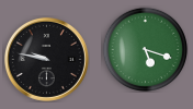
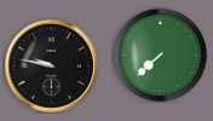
clock at (145, 49): 5:18 -> 7:38
